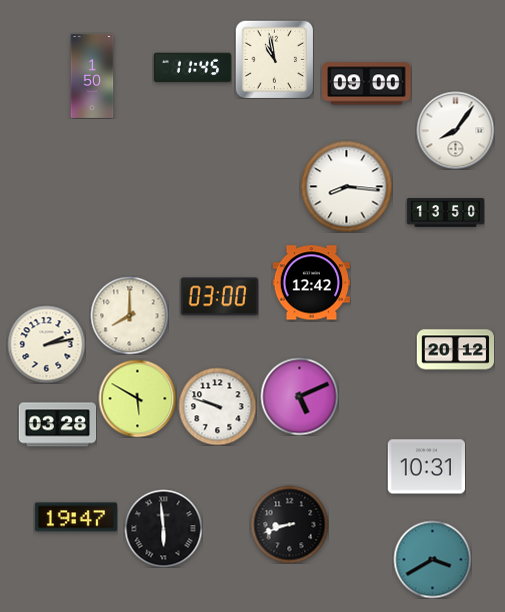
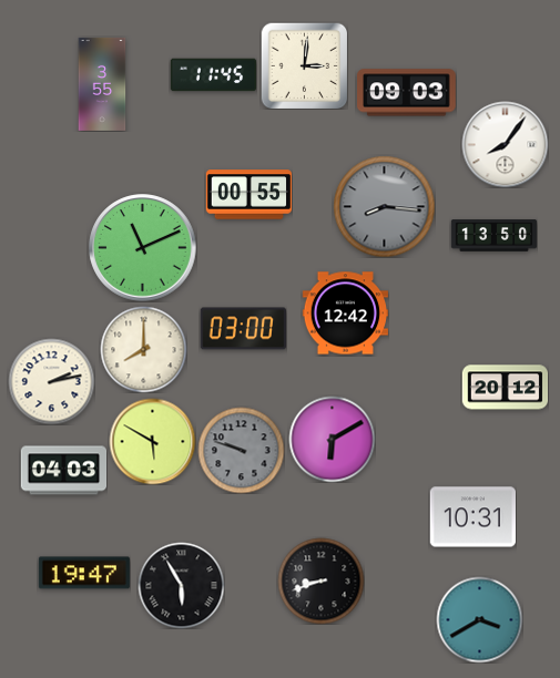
clock at (274, 59): 10:58 -> 3:01
clock at (92, 76): 1:50 -> 3:55
clock at (367, 84): 09:00 -> 09:03
clock at (248, 195): none -> 00:55
clock at (346, 186) dial: white -> grey
clock at (143, 248): none -> 11:11
clock at (299, 396): 5:11 -> 6:10
clock at (217, 406) dial: white -> grey
clock at (57, 425): 03:28 -> 04:03
clock at (163, 528): 5:59 -> 5:55
